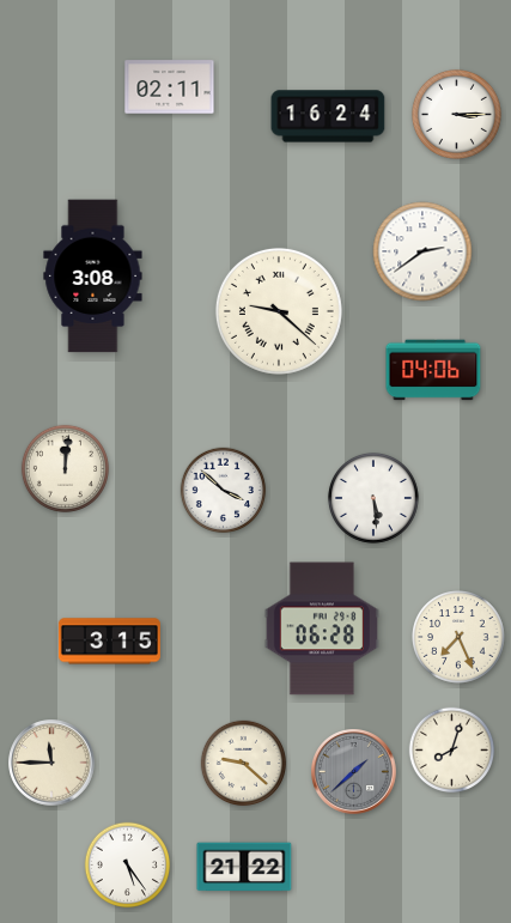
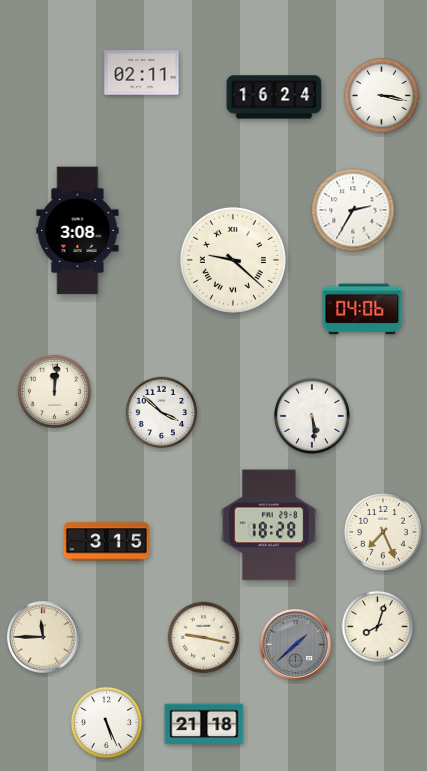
clock at (456, 114): 3:15 -> 3:17
clock at (422, 251): 2:39 -> 2:35
clock at (224, 491) position: (224, 491) -> (162, 413)
clock at (322, 629): 06:28 -> 18:28
clock at (109, 642) position: (109, 642) -> (106, 542)
clock at (244, 764): 9:22 -> 9:17
clock at (128, 866): 5:24 -> 5:26
clock at (244, 867): 21:22 -> 21:18
